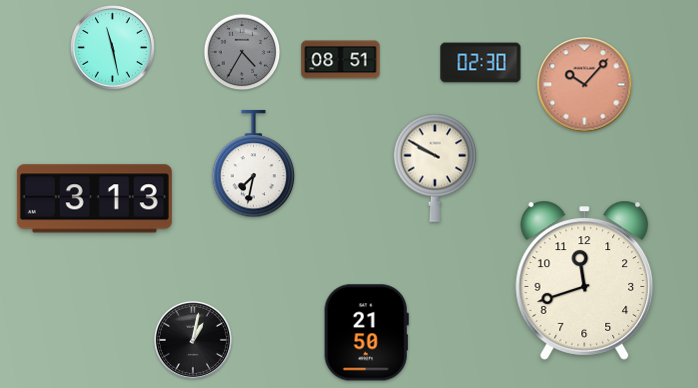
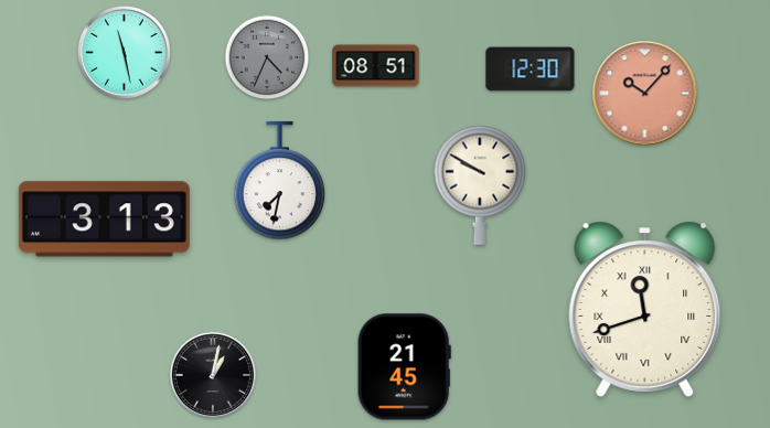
clock at (242, 52): 4:35 -> 4:34
clock at (481, 63): 02:30 -> 12:30
clock at (585, 280) numerals: Arabic -> Roman
clock at (366, 333): 21:50 -> 21:45
